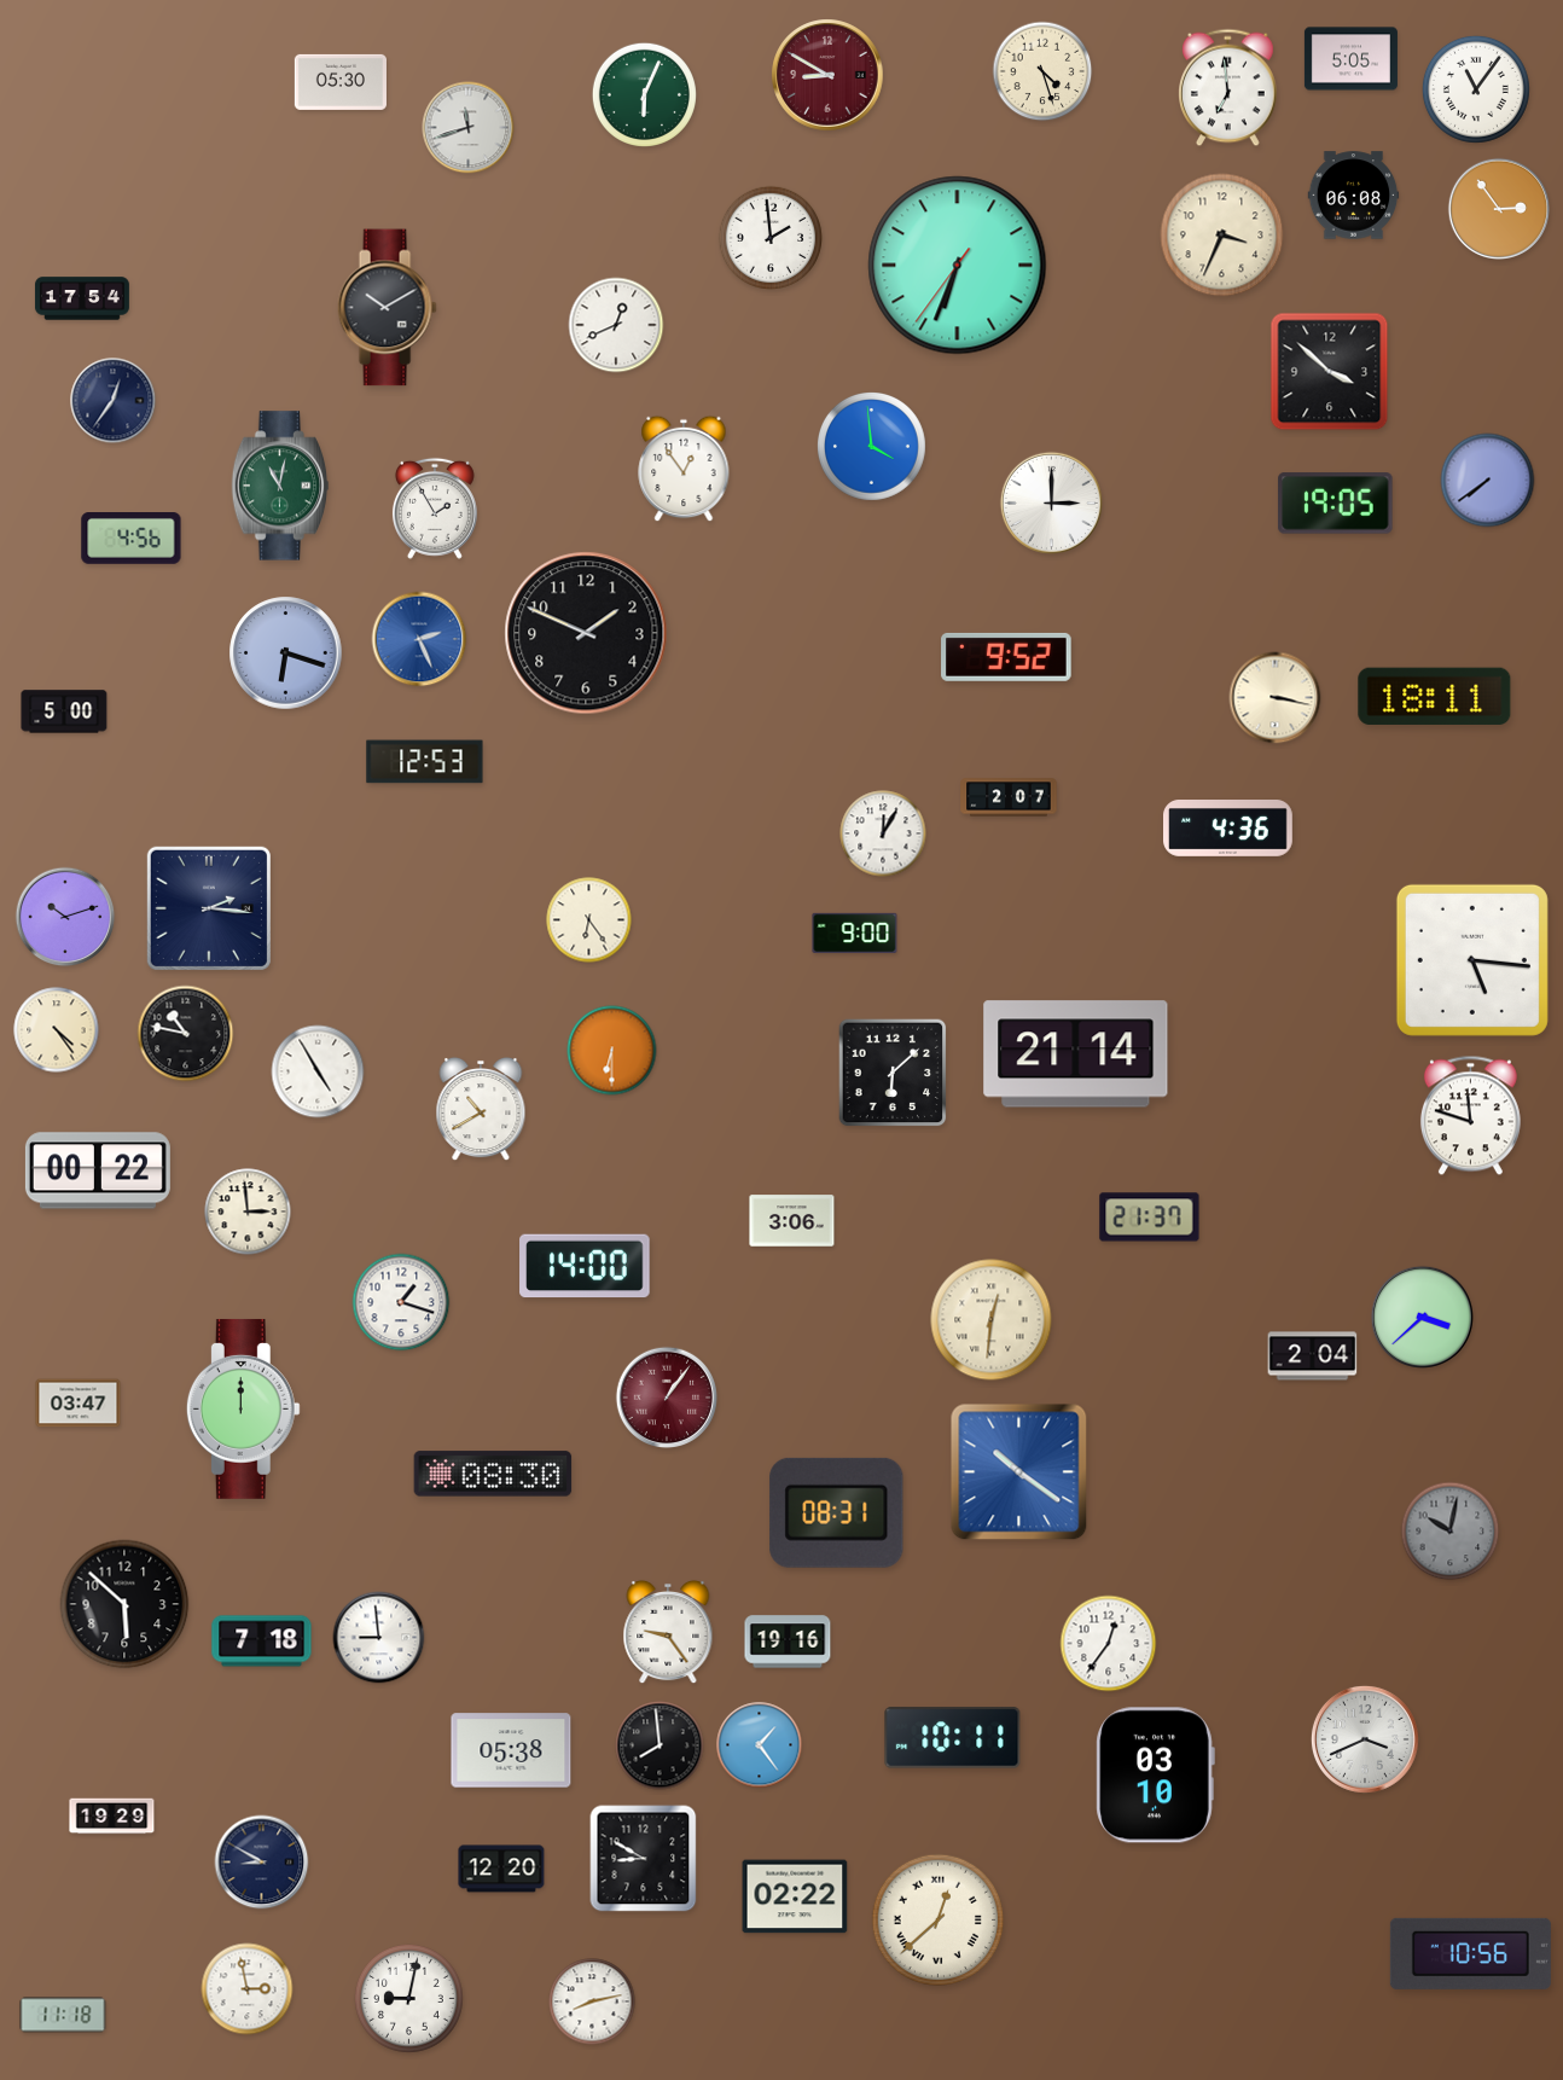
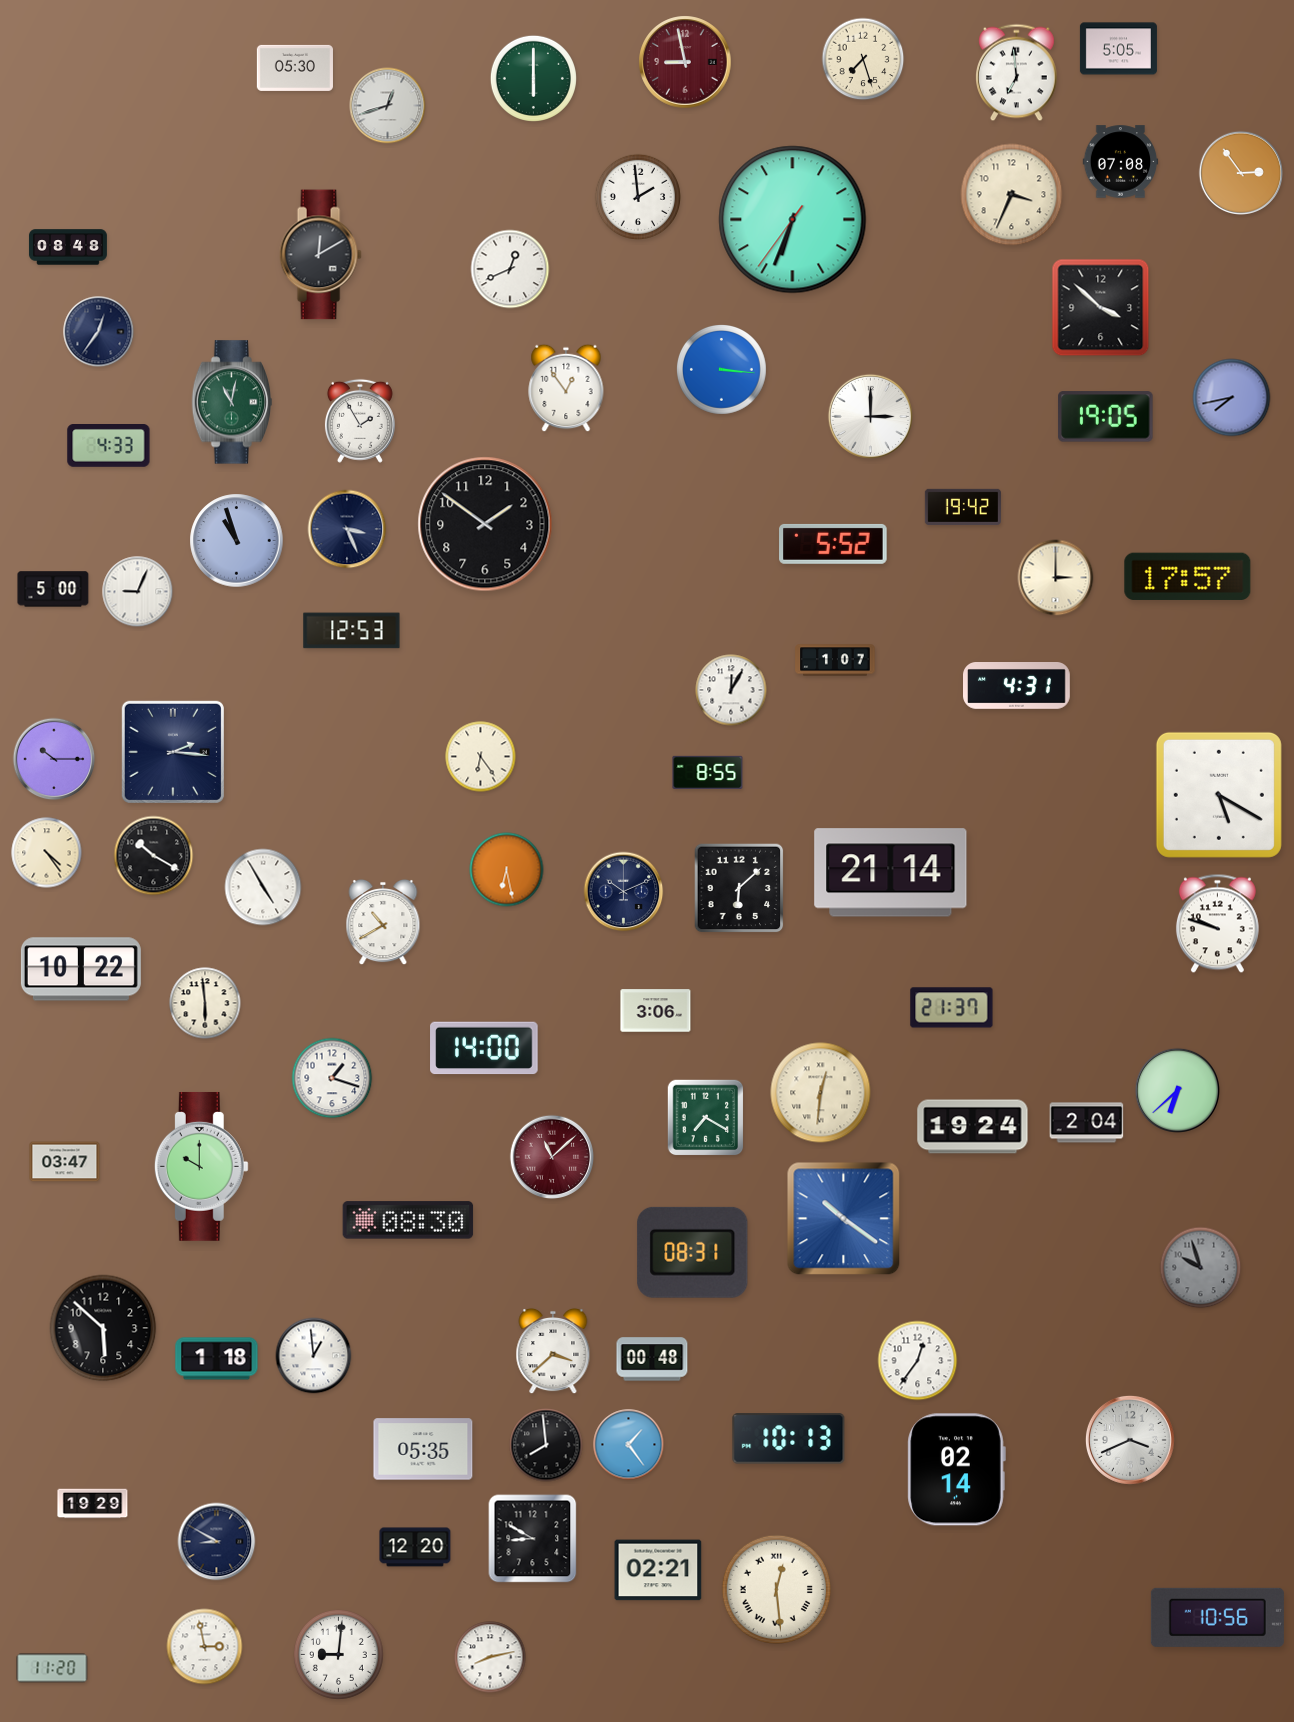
clock at (1042, 71): 4:27 -> 7:27
clock at (827, 75): 8:50 -> 8:58
clock at (341, 82) position: (341, 82) -> (295, 68)
clock at (1476, 89): 11:06 -> none
clock at (644, 94): 6:04 -> 6:00
clock at (469, 128): 11:42 -> 12:42
clock at (1354, 196): 06:08 -> 07:08
clock at (82, 298): 17:54 -> 08:48
clock at (387, 308): 10:10 -> 12:10
clock at (114, 401) position: (114, 401) -> (99, 332)
clock at (872, 447): 3:59 -> 3:16
clock at (1488, 481): 7:39 -> 7:43
clock at (132, 539): 4:56 -> 4:33
clock at (962, 507): none -> 19:42
clock at (586, 633): 1:49 -> 1:51
clock at (419, 639): 2:26 -> 3:26
clock at (419, 639) dial: blue -> navy
clock at (286, 653): 6:18 -> 10:57
clock at (1006, 657): 9:52 -> 5:52
clock at (1435, 696): 18:11 -> 17:57
clock at (1276, 698): 3:17 -> 3:00
clock at (138, 592): none -> 9:04
clock at (1009, 797): 2:07 -> 1:07
clock at (1228, 829): 4:36 -> 4:31
clock at (65, 917): 10:12 -> 10:15
clock at (589, 920) position: (589, 920) -> (481, 757)
clock at (855, 932): 9:00 -> 8:55
clock at (1472, 960): 5:16 -> 5:20
clock at (186, 1034): 10:47 -> 10:20
clock at (612, 1051): 6:30 -> 6:28
clock at (624, 892): none -> 10:11
clock at (481, 1109) position: (481, 1109) -> (383, 922)
clock at (1470, 1116): 11:48 -> 9:48
clock at (98, 1170): 00:22 -> 10:22
clock at (248, 1212): 2:59 -> 5:59
clock at (1422, 1317): 3:38 -> 6:38
clock at (706, 1118): none -> 7:20
clock at (973, 1127): none -> 19:24
clock at (666, 1396): 1:06 -> 11:08
clock at (243, 1408): 12:00 -> 10:00
clock at (1451, 1532): 10:02 -> 9:57
clock at (668, 1632): 9:24 -> 3:38
clock at (379, 1638): 8:59 -> 12:59
clock at (262, 1642): 7:18 -> 1:18
clock at (788, 1642): 19:16 -> 00:48
clock at (953, 1738): 10:11 -> 10:13
clock at (511, 1750): 05:38 -> 05:35
clock at (1155, 1776): 03:10 -> 02:14
clock at (795, 1896): 02:22 -> 02:21
clock at (939, 1921): 12:38 -> 12:29
clock at (409, 1999): 9:02 -> 9:01
clock at (63, 2015): 11:18 -> 11:20
